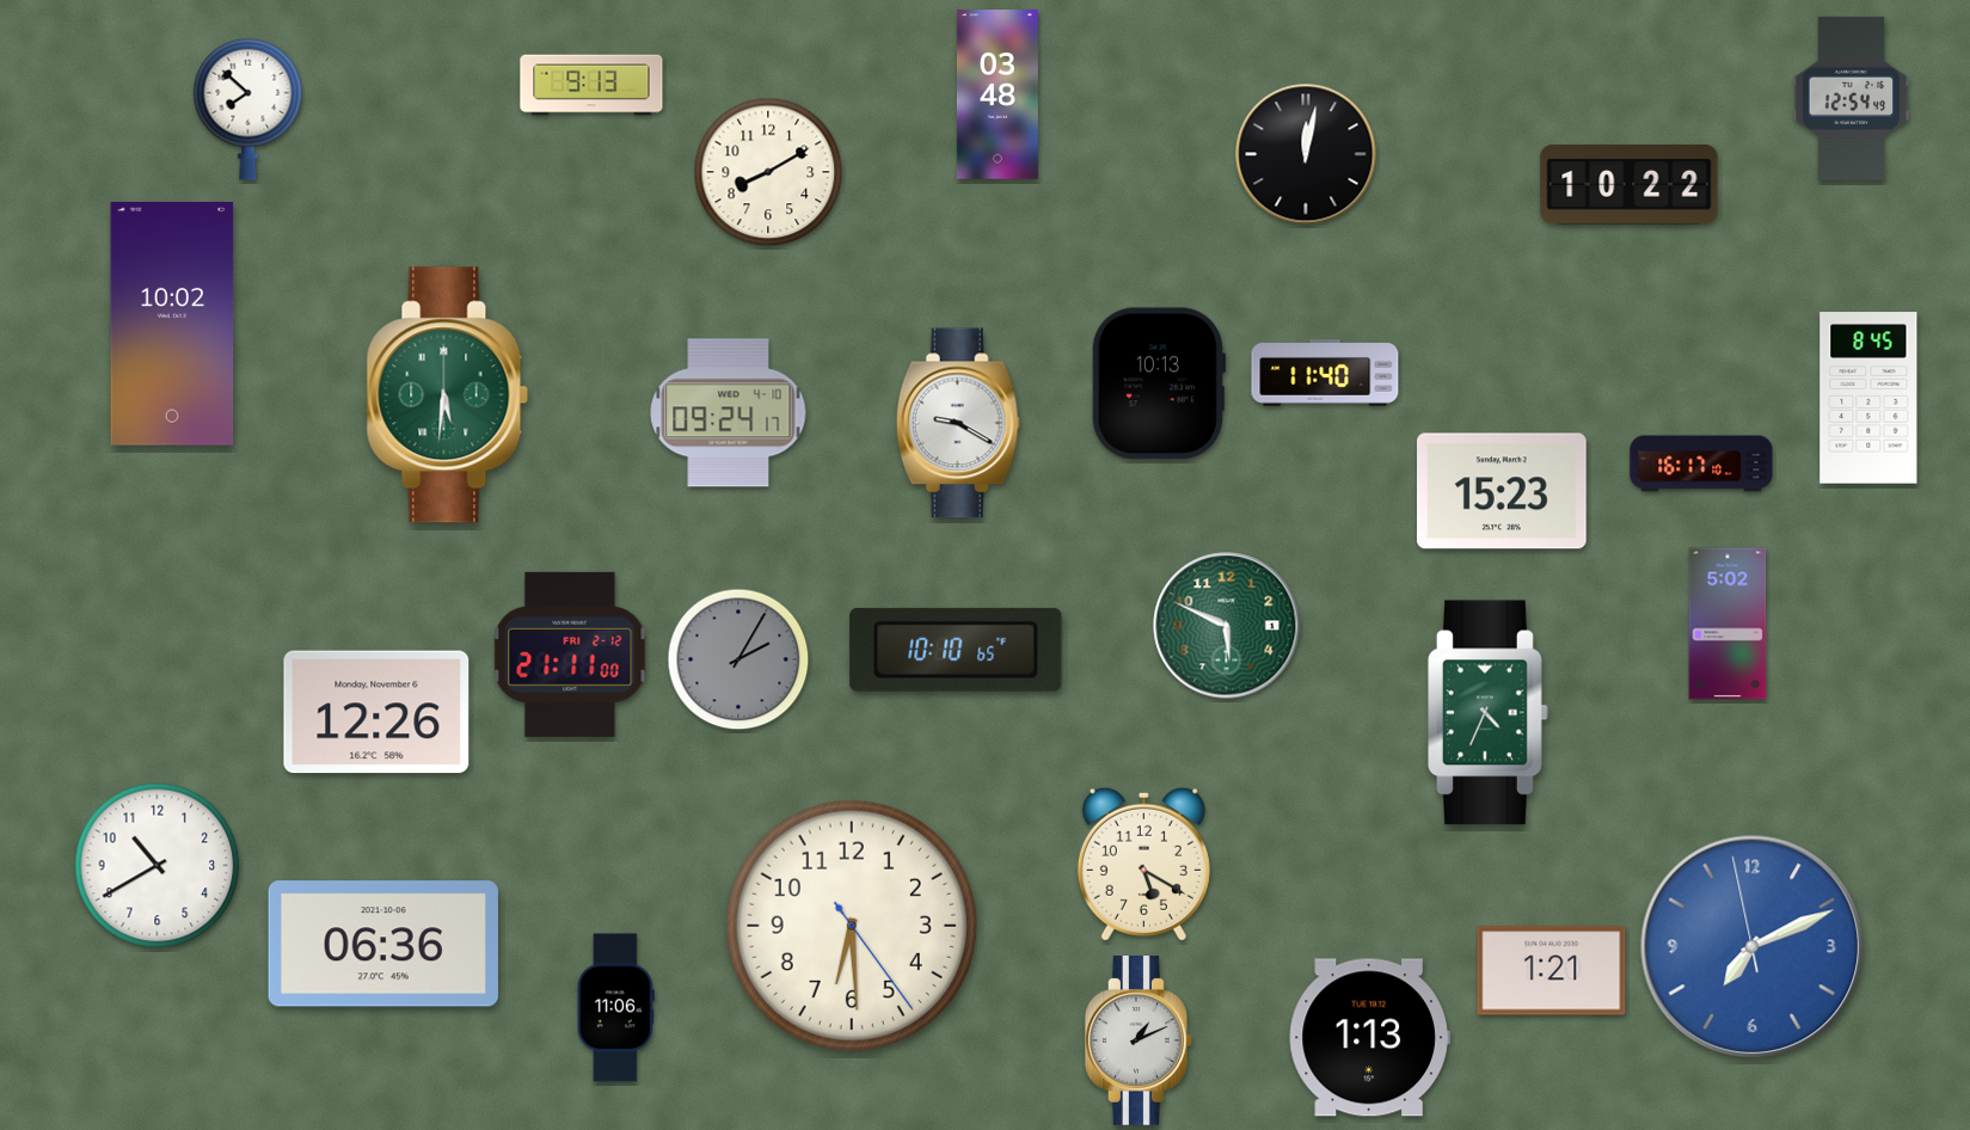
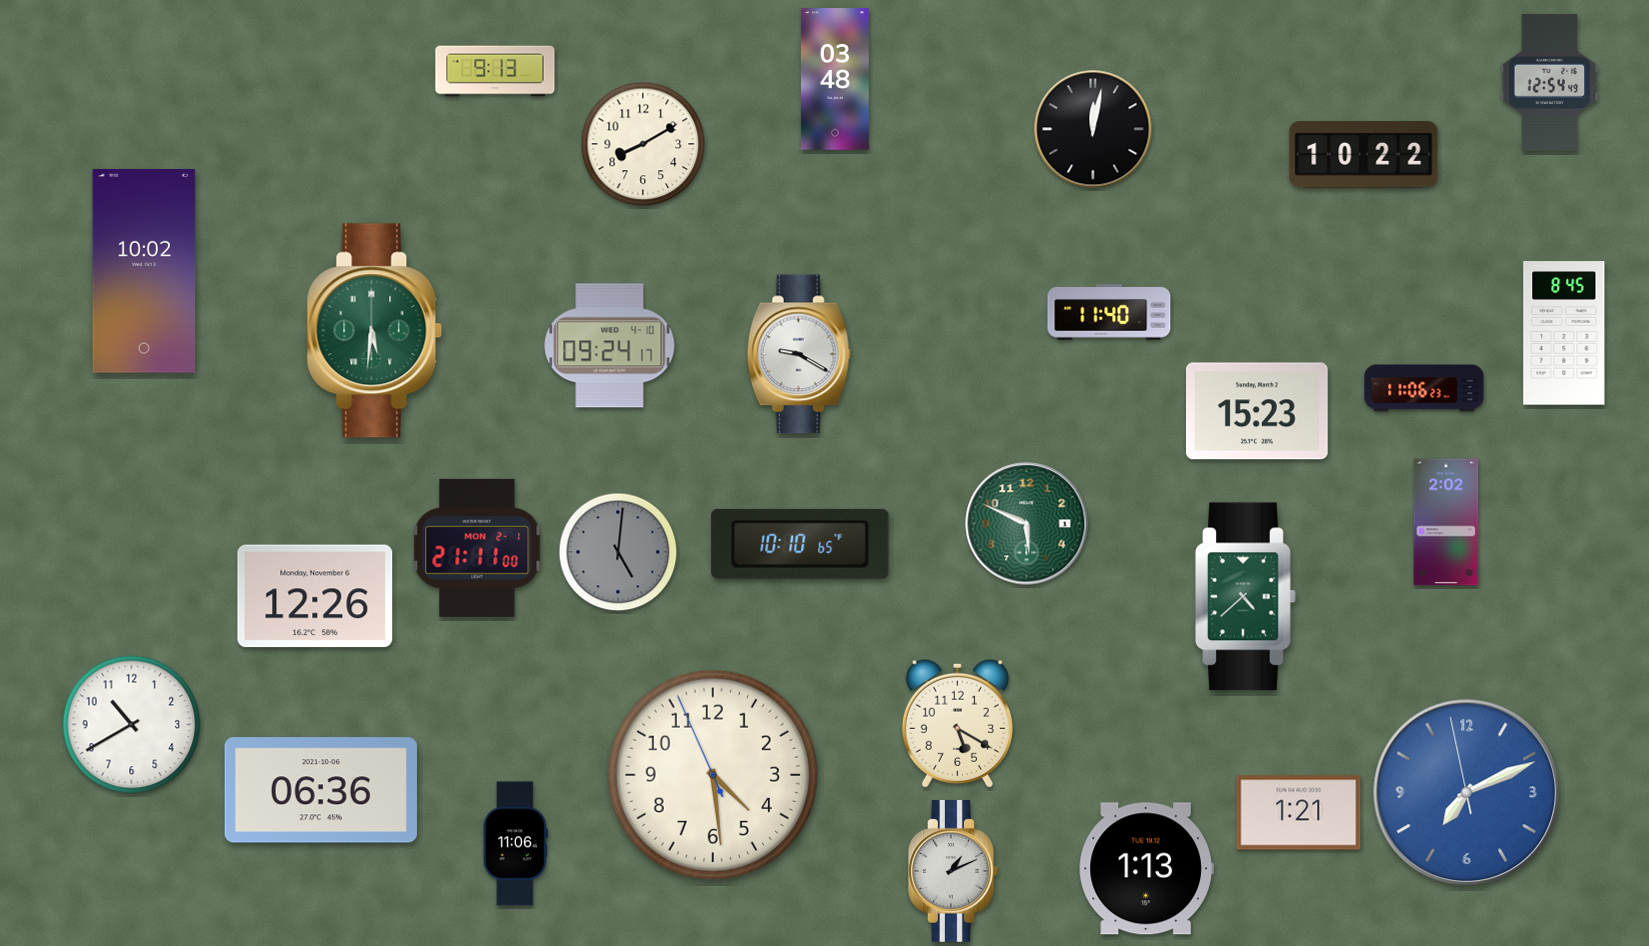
clock at (248, 109): 7:52 -> none
clock at (1158, 383): 10:13 -> none
clock at (958, 423) position: (958, 423) -> (799, 354)
clock at (1701, 463): 16:17 -> 11:06
clock at (1727, 624): 5:02 -> 2:02
clock at (570, 655) date: FRI 2-12 -> MON 2-1
clock at (738, 659): 2:05 -> 5:01
clock at (1489, 713): 4:34 -> 4:38
clock at (852, 926): 6:29 -> 4:28
